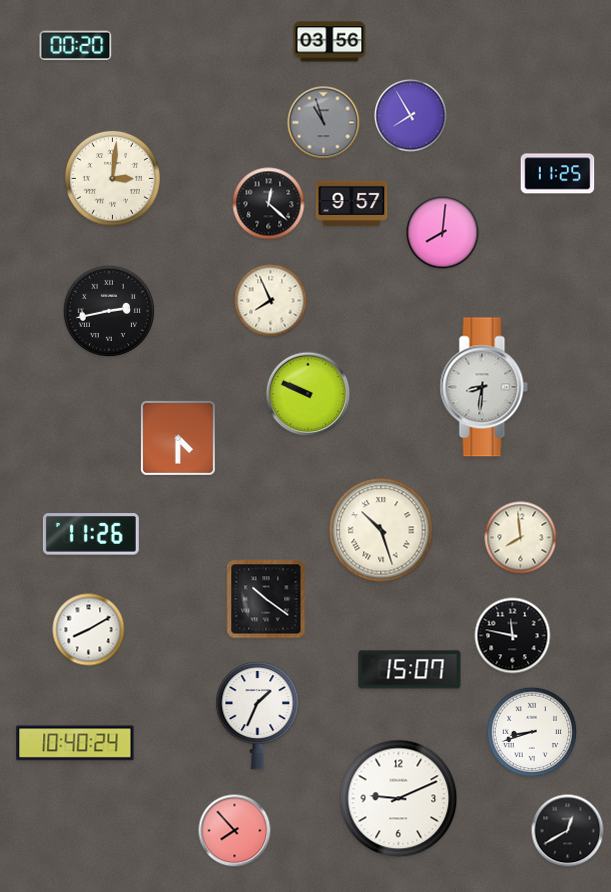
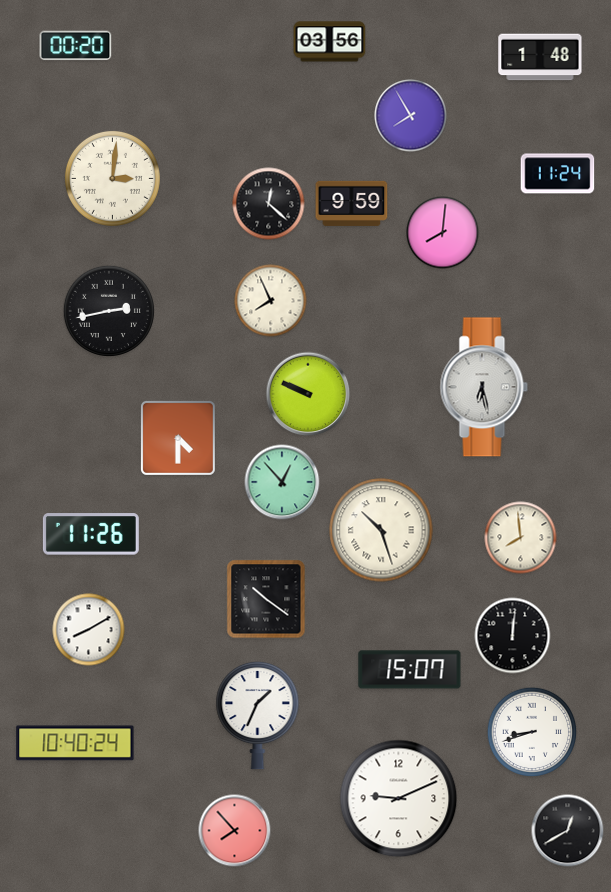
clock at (540, 57): none -> 1:48
clock at (324, 123): 10:57 -> none
clock at (558, 174): 11:25 -> 11:24
clock at (352, 203): 9:57 -> 9:59
clock at (484, 387): 8:31 -> 6:28
clock at (282, 482): none -> 12:53
clock at (513, 636): 11:47 -> 12:01
